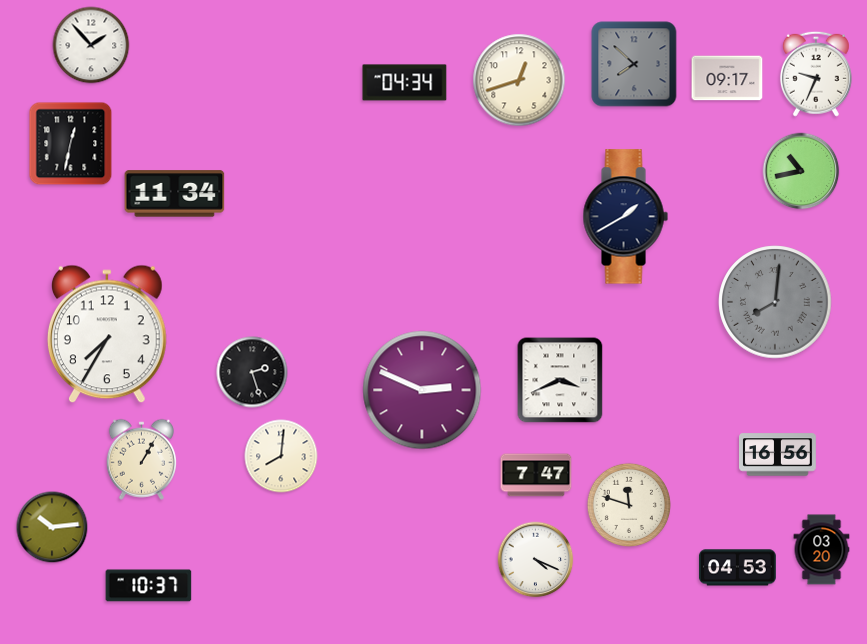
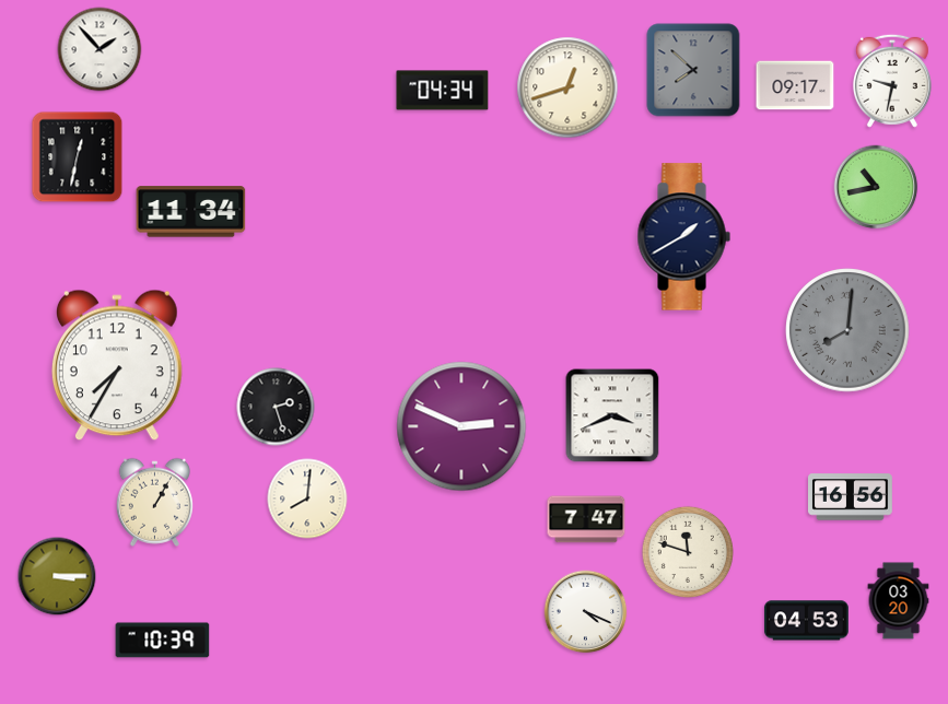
clock at (816, 74): 9:34 -> 9:32
clock at (52, 527): 10:14 -> 3:15
clock at (149, 586): 10:37 -> 10:39
